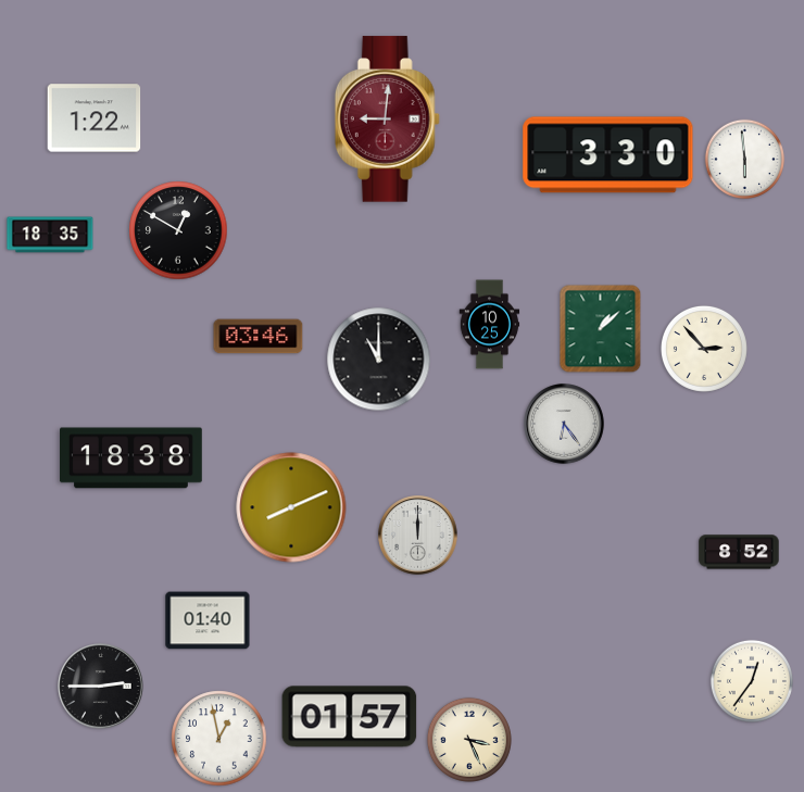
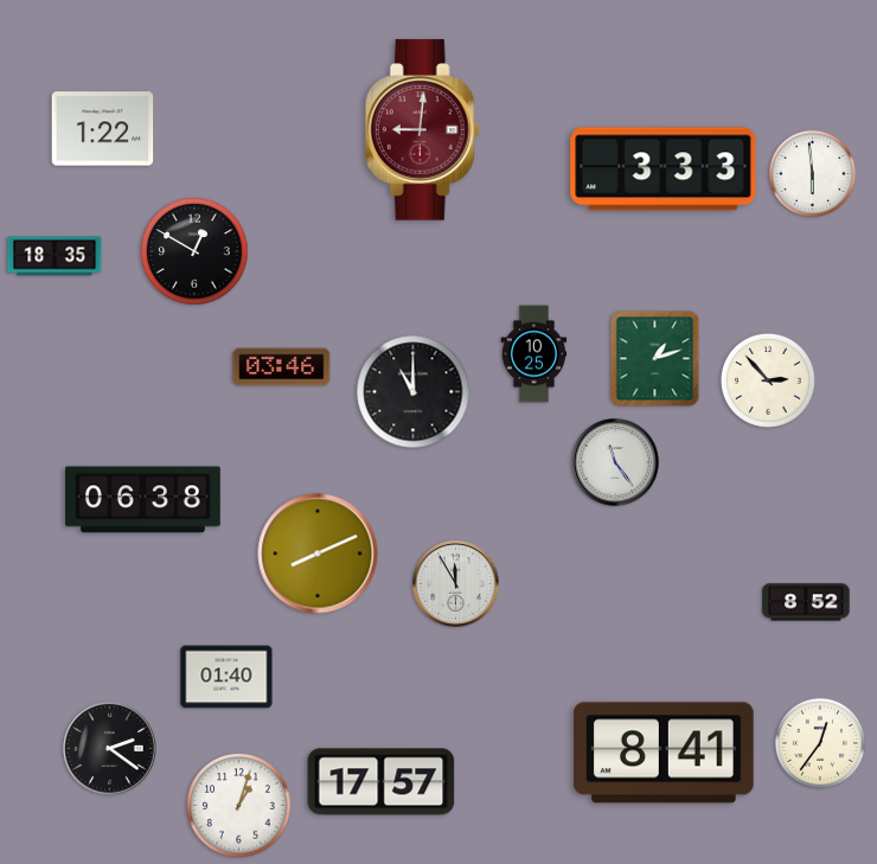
clock at (608, 155): 3:30 -> 3:33
clock at (601, 329): 1:08 -> 1:12
clock at (565, 425): 6:24 -> 11:24
clock at (131, 458): 18:38 -> 06:38
clock at (418, 536): 12:00 -> 11:55
clock at (101, 687): 2:45 -> 2:21
clock at (665, 753): none -> 8:41
clock at (350, 717): 01:57 -> 17:57
clock at (219, 739): 12:58 -> 1:03
clock at (469, 740): 3:26 -> none
